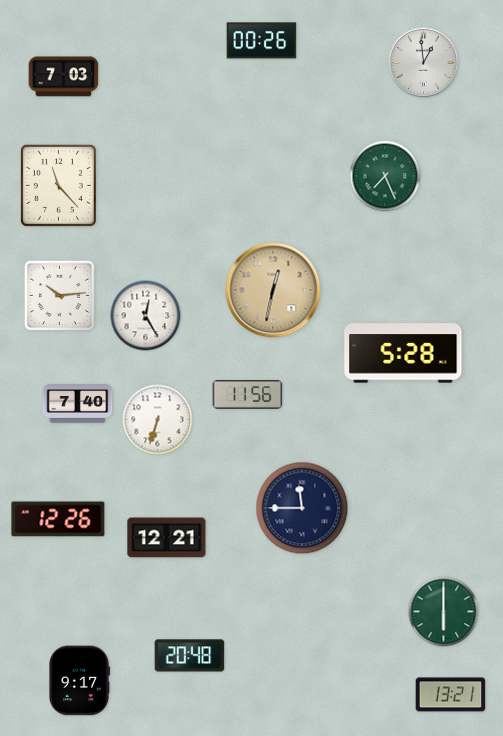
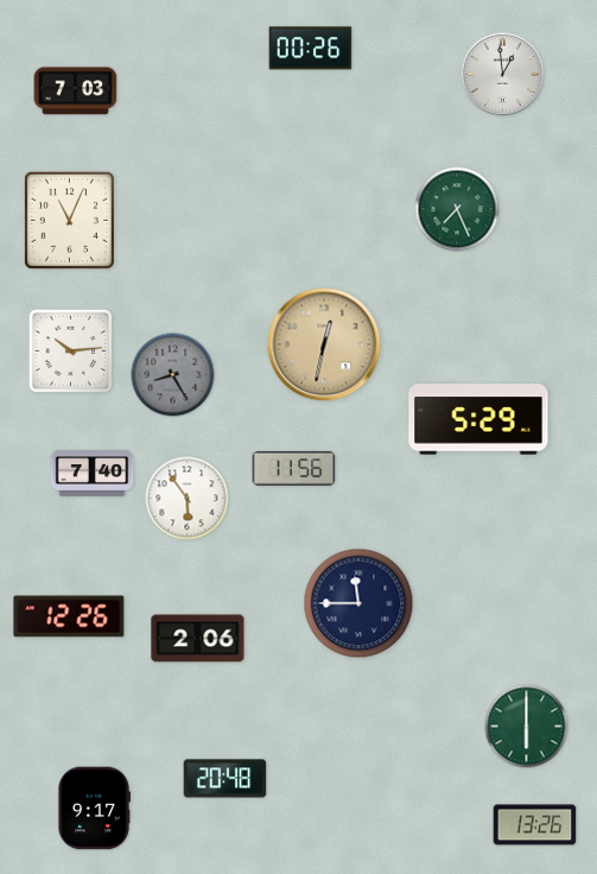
clock at (58, 185): 11:23 -> 11:04
clock at (146, 316): 12:25 -> 8:25
clock at (146, 316) dial: white -> grey
clock at (403, 353): 5:28 -> 5:29
clock at (78, 404) position: (78, 404) -> (93, 474)
clock at (158, 420): 6:33 -> 5:54
clock at (167, 538): 12:21 -> 2:06
clock at (451, 695): 13:21 -> 13:26
